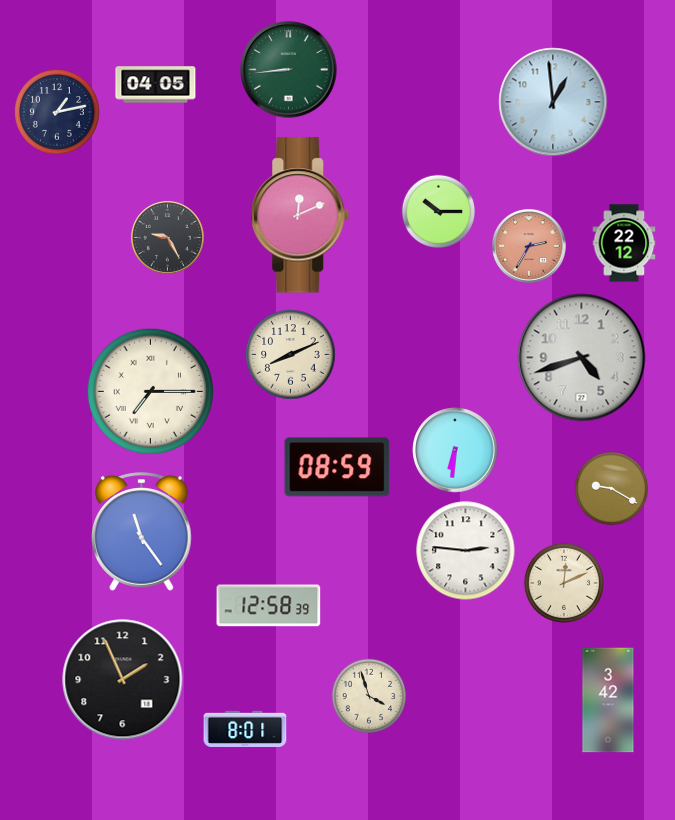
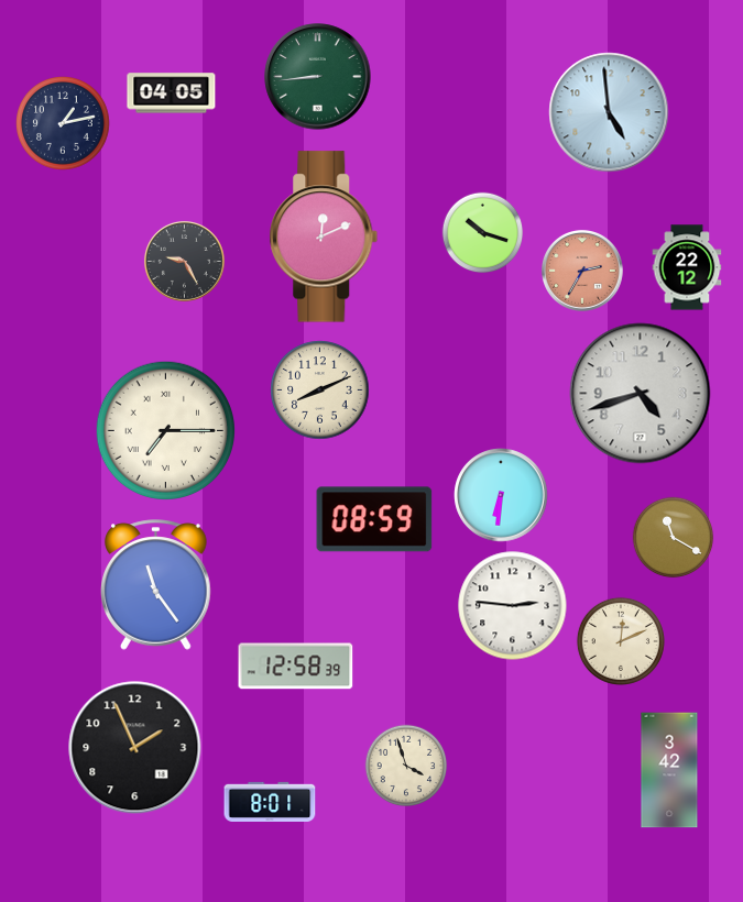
clock at (553, 102): 12:59 -> 4:59
clock at (439, 212): 10:15 -> 10:18
clock at (300, 215) position: (300, 215) -> (324, 237)
clock at (337, 467) position: (337, 467) -> (374, 519)
clock at (612, 489): 9:20 -> 11:20
